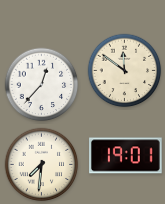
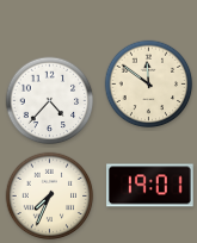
clock at (42, 85): 12:37 -> 4:37
clock at (42, 165): 7:31 -> 7:34
